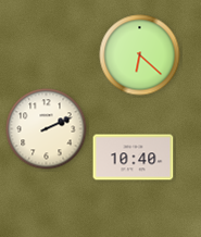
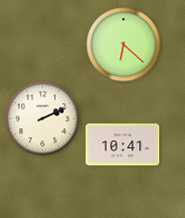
clock at (140, 55) position: (140, 55) -> (124, 45)
clock at (134, 158): 10:40 -> 10:41
